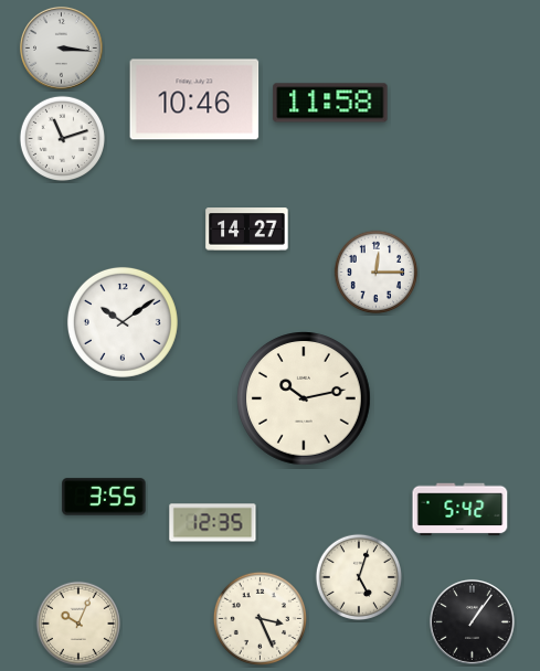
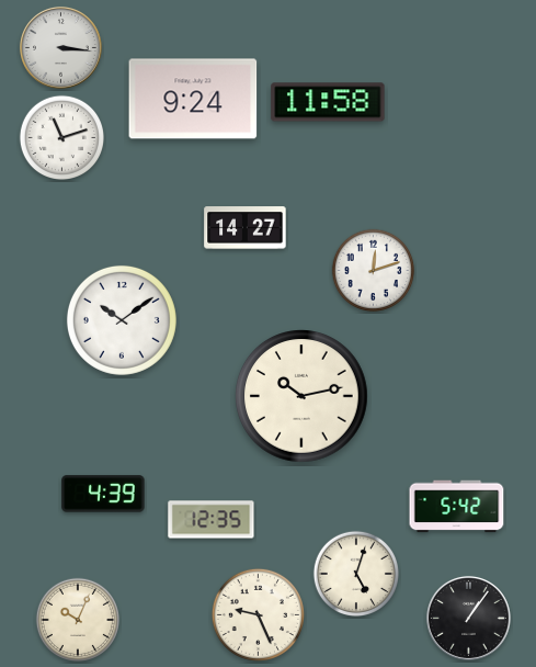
clock at (194, 99): 10:46 -> 9:24
clock at (377, 273): 12:15 -> 12:12
clock at (104, 497): 3:55 -> 4:39
clock at (260, 618): 3:26 -> 9:26
